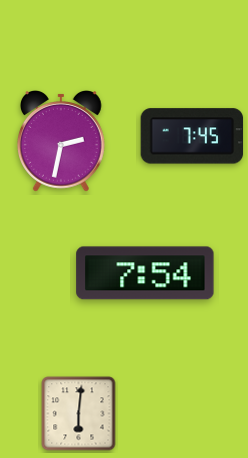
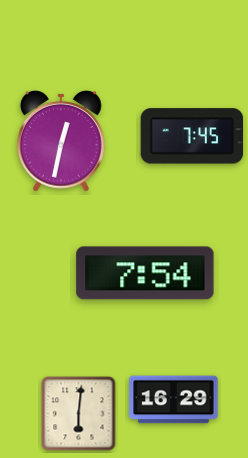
clock at (62, 142): 2:32 -> 12:32
clock at (174, 400): none -> 16:29
